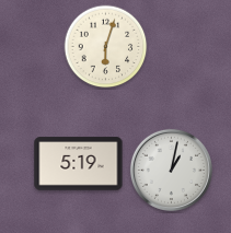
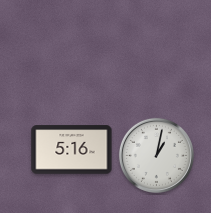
clock at (106, 47): 6:03 -> none
clock at (79, 164): 5:19 -> 5:16
